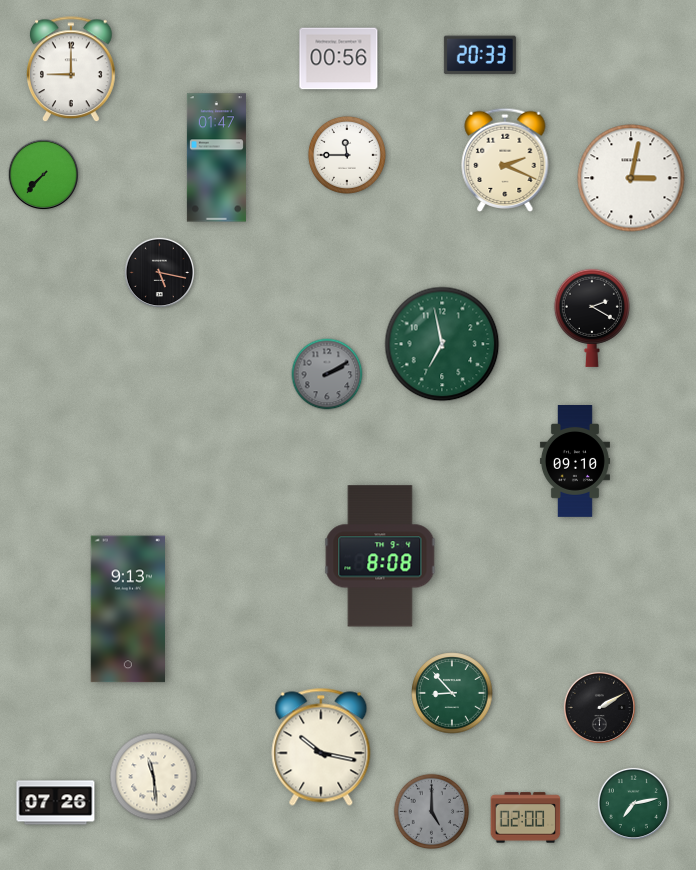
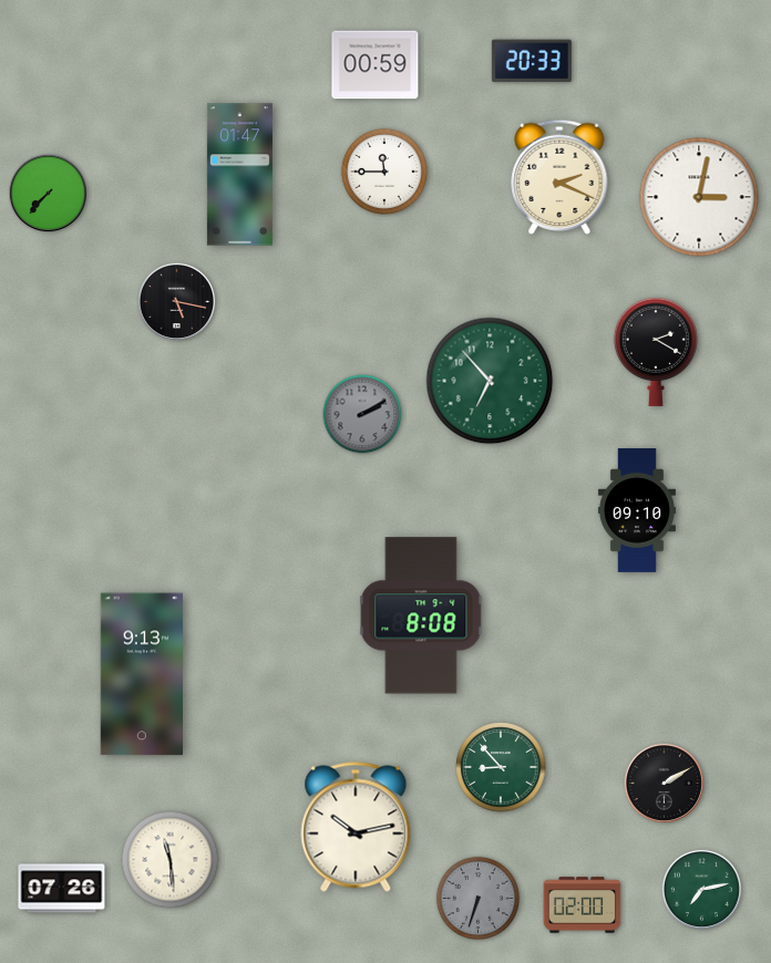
clock at (339, 59): 00:56 -> 00:59
clock at (72, 70): 9:00 -> none
clock at (442, 344): 6:58 -> 6:53
clock at (321, 747): 10:17 -> 10:13
clock at (432, 812): 5:00 -> 6:33
